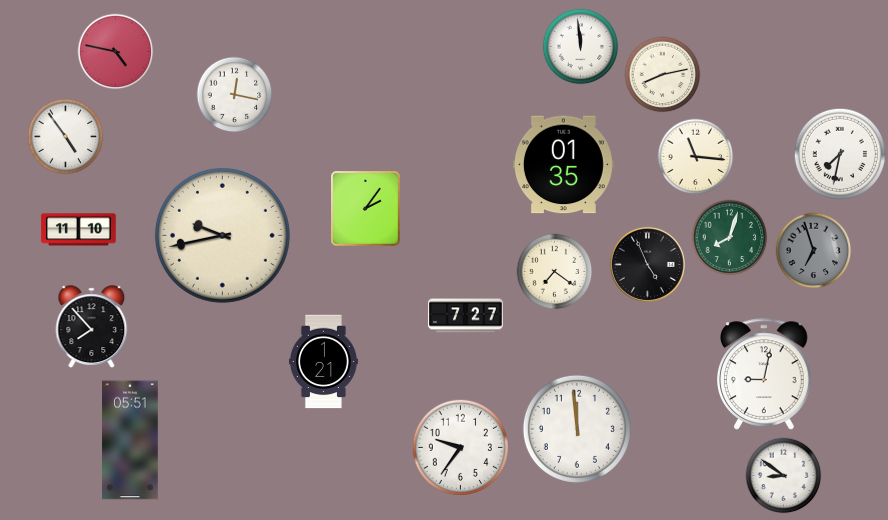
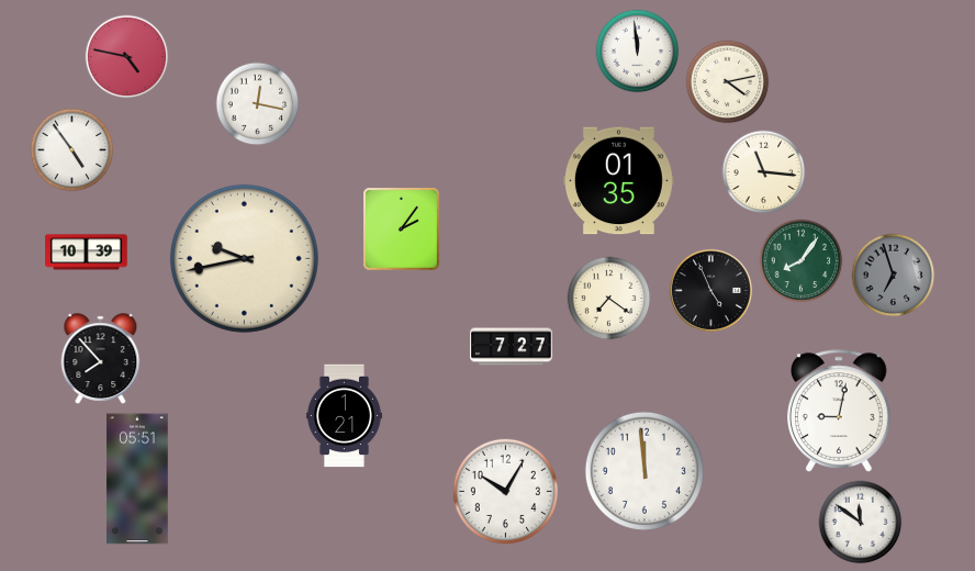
clock at (663, 75): 8:13 -> 4:13
clock at (839, 153): 7:32 -> none
clock at (79, 230): 11:10 -> 10:39
clock at (730, 238): 8:03 -> 8:06
clock at (323, 362) position: (323, 362) -> (344, 416)
clock at (577, 429) position: (577, 429) -> (645, 471)
clock at (130, 440) position: (130, 440) -> (137, 479)
clock at (460, 447): 9:36 -> 10:05
clock at (784, 476): 8:51 -> 11:51
